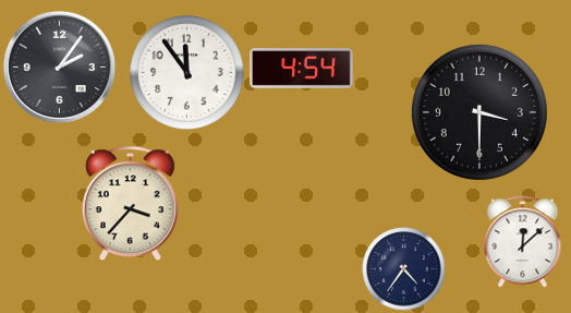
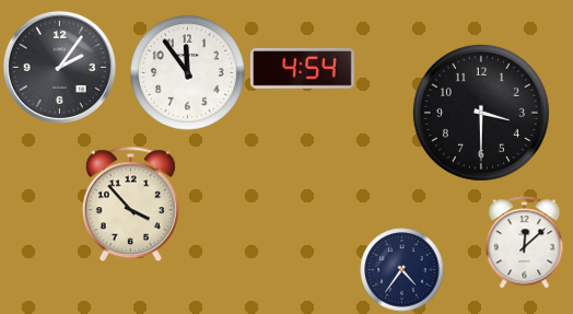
clock at (130, 204): 3:37 -> 3:53
clock at (404, 269) position: (404, 269) -> (402, 270)
